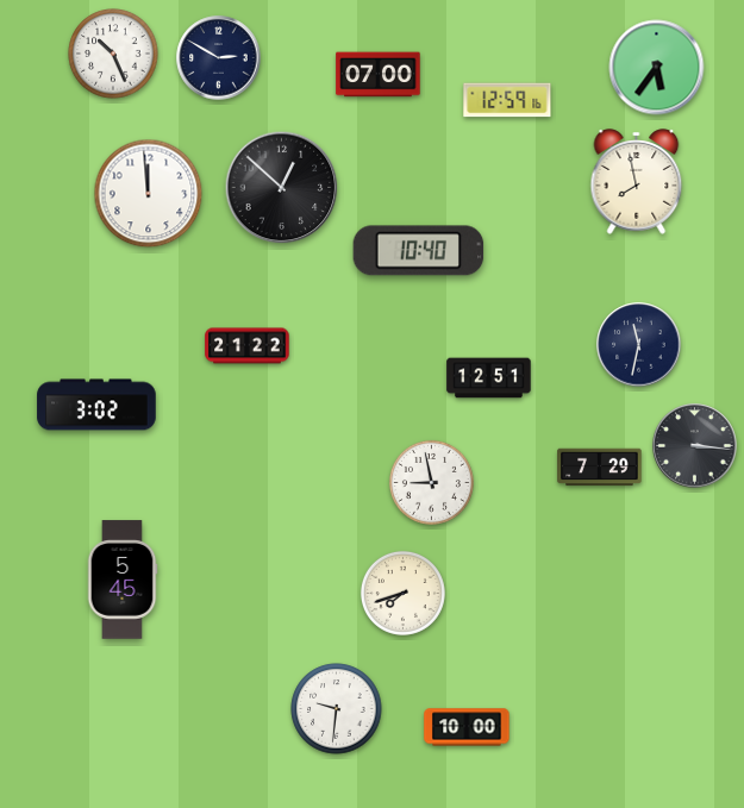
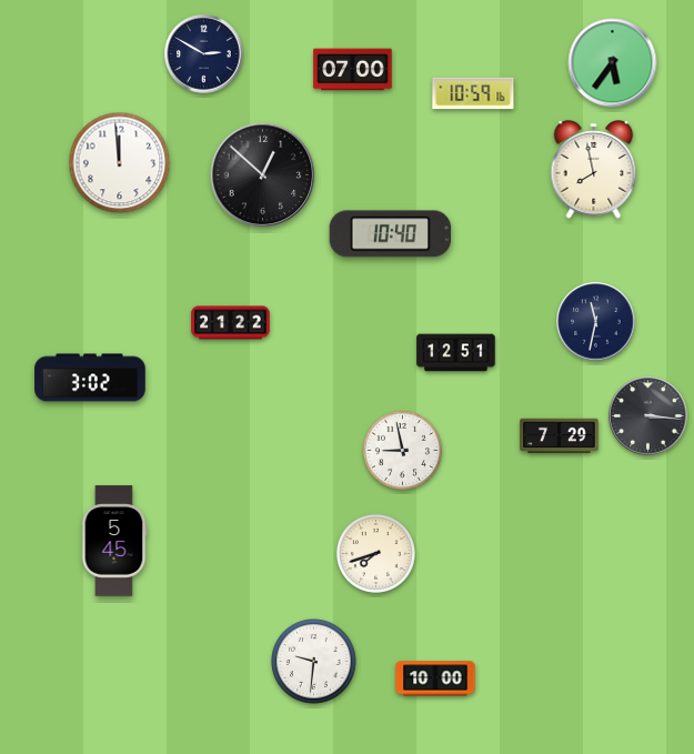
clock at (113, 54): 10:26 -> none
clock at (507, 100): 12:59 -> 10:59
clock at (149, 194) position: (149, 194) -> (120, 163)
